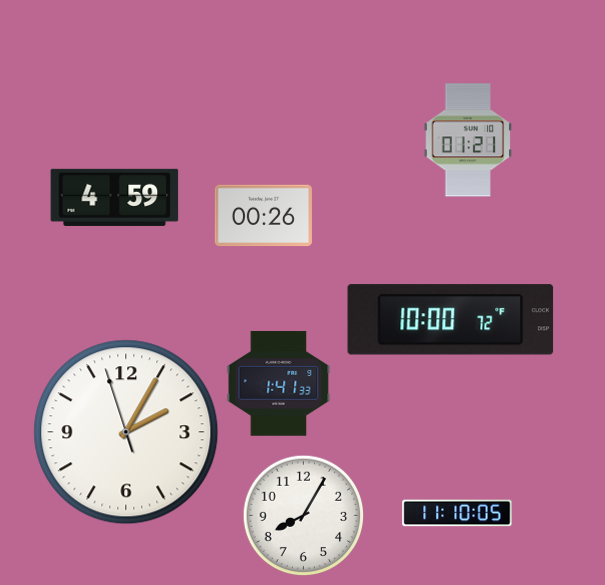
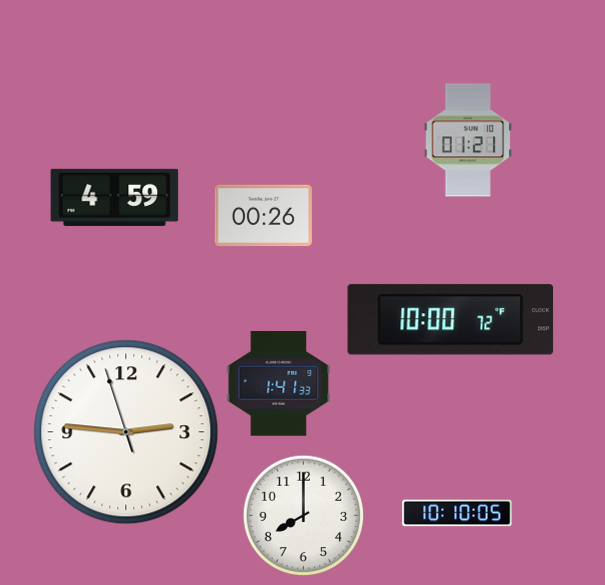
clock at (126, 432): 2:04 -> 2:45
clock at (457, 513): 11:10 -> 10:10
clock at (304, 516): 8:05 -> 8:00
